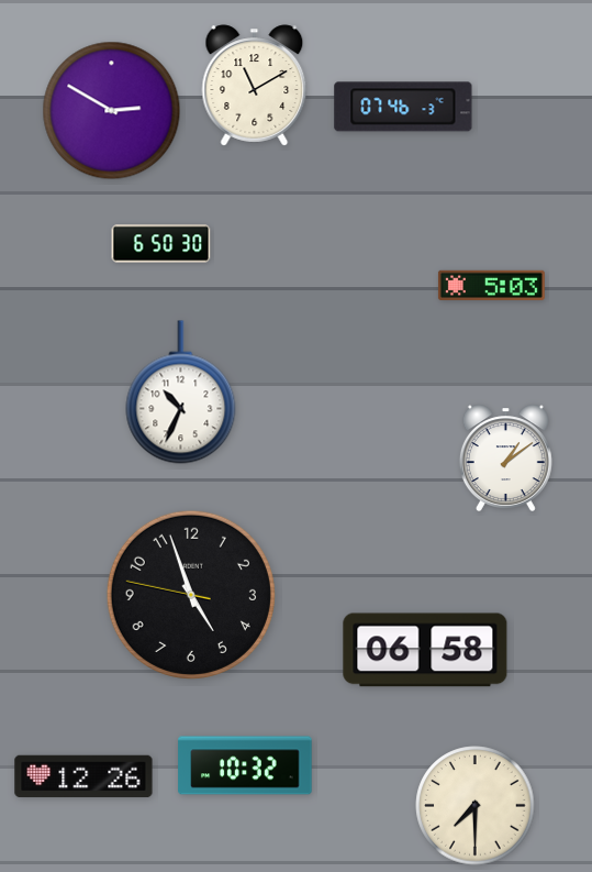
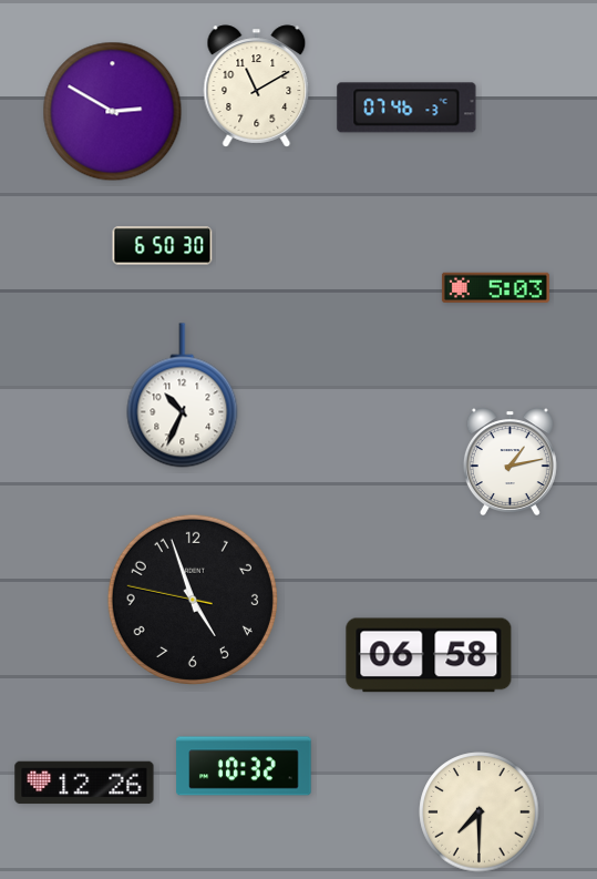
clock at (505, 457): 1:09 -> 1:13
clock at (245, 765) position: (245, 765) -> (244, 766)
